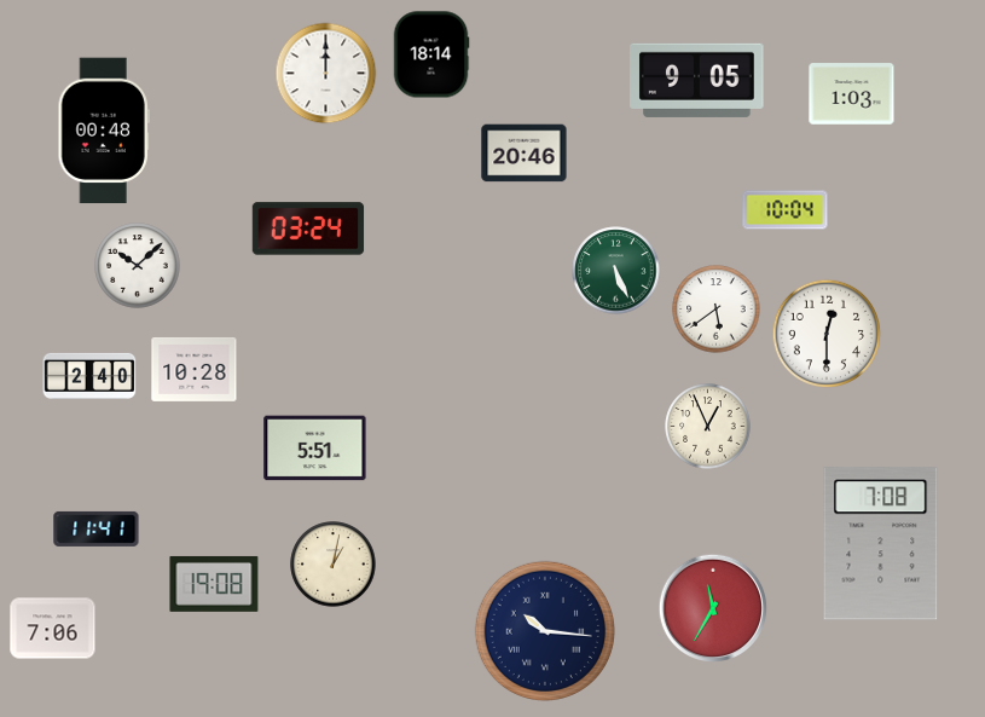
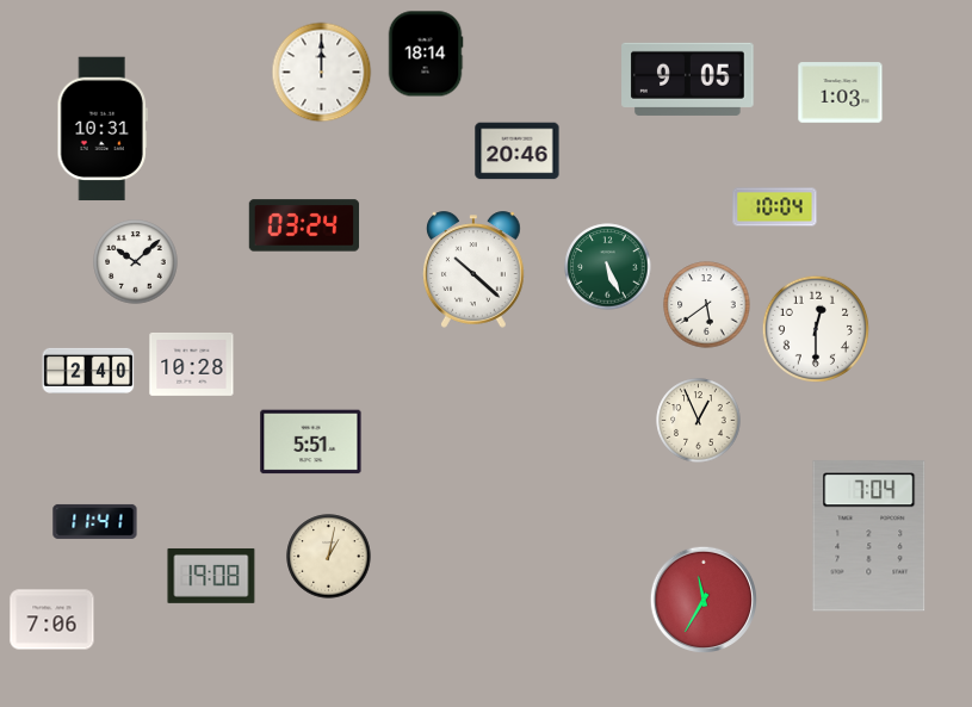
clock at (104, 131): 00:48 -> 10:31
clock at (475, 269): none -> 10:22
clock at (881, 544): 7:08 -> 7:04
clock at (544, 630): 10:16 -> none
